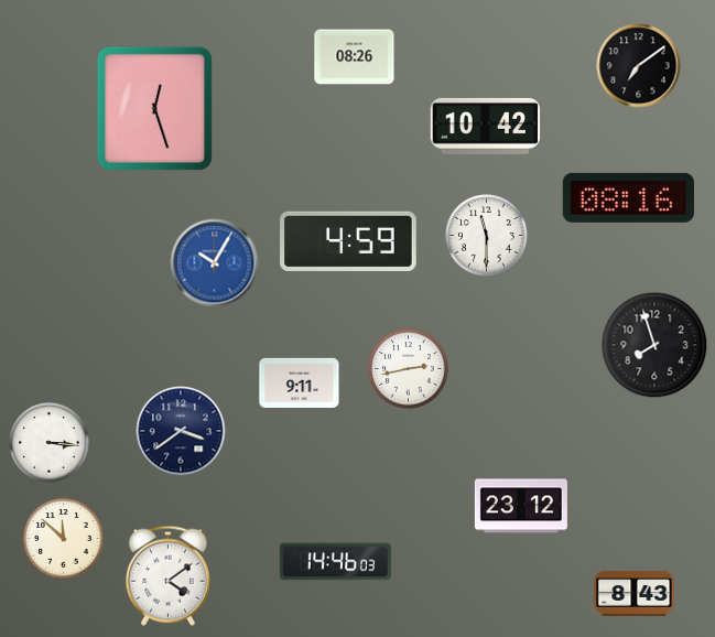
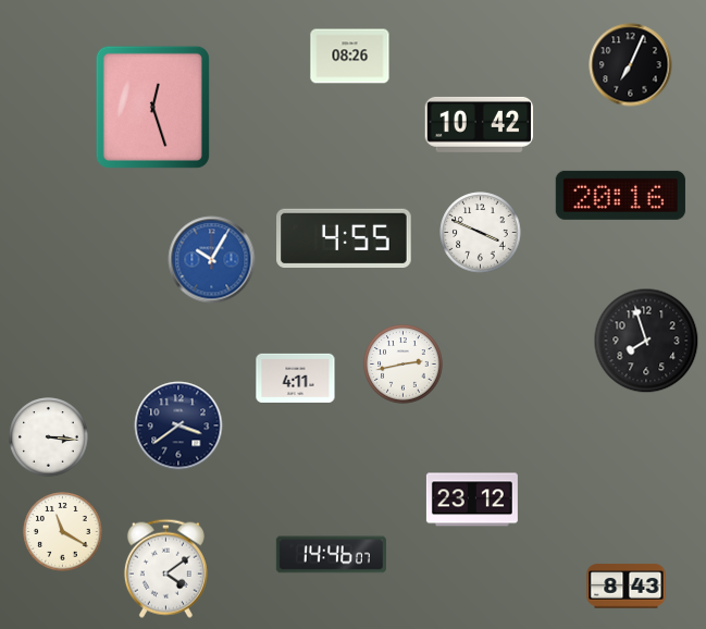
clock at (639, 66): 7:09 -> 7:04
clock at (628, 197): 08:16 -> 20:16
clock at (487, 236): 11:30 -> 3:49
clock at (348, 240): 4:59 -> 4:55
clock at (300, 382): 9:11 -> 4:11
clock at (521, 506) position: (521, 506) -> (472, 499)
clock at (64, 539): 11:52 -> 11:20
clock at (335, 562): 14:46:03 -> 14:46:07
